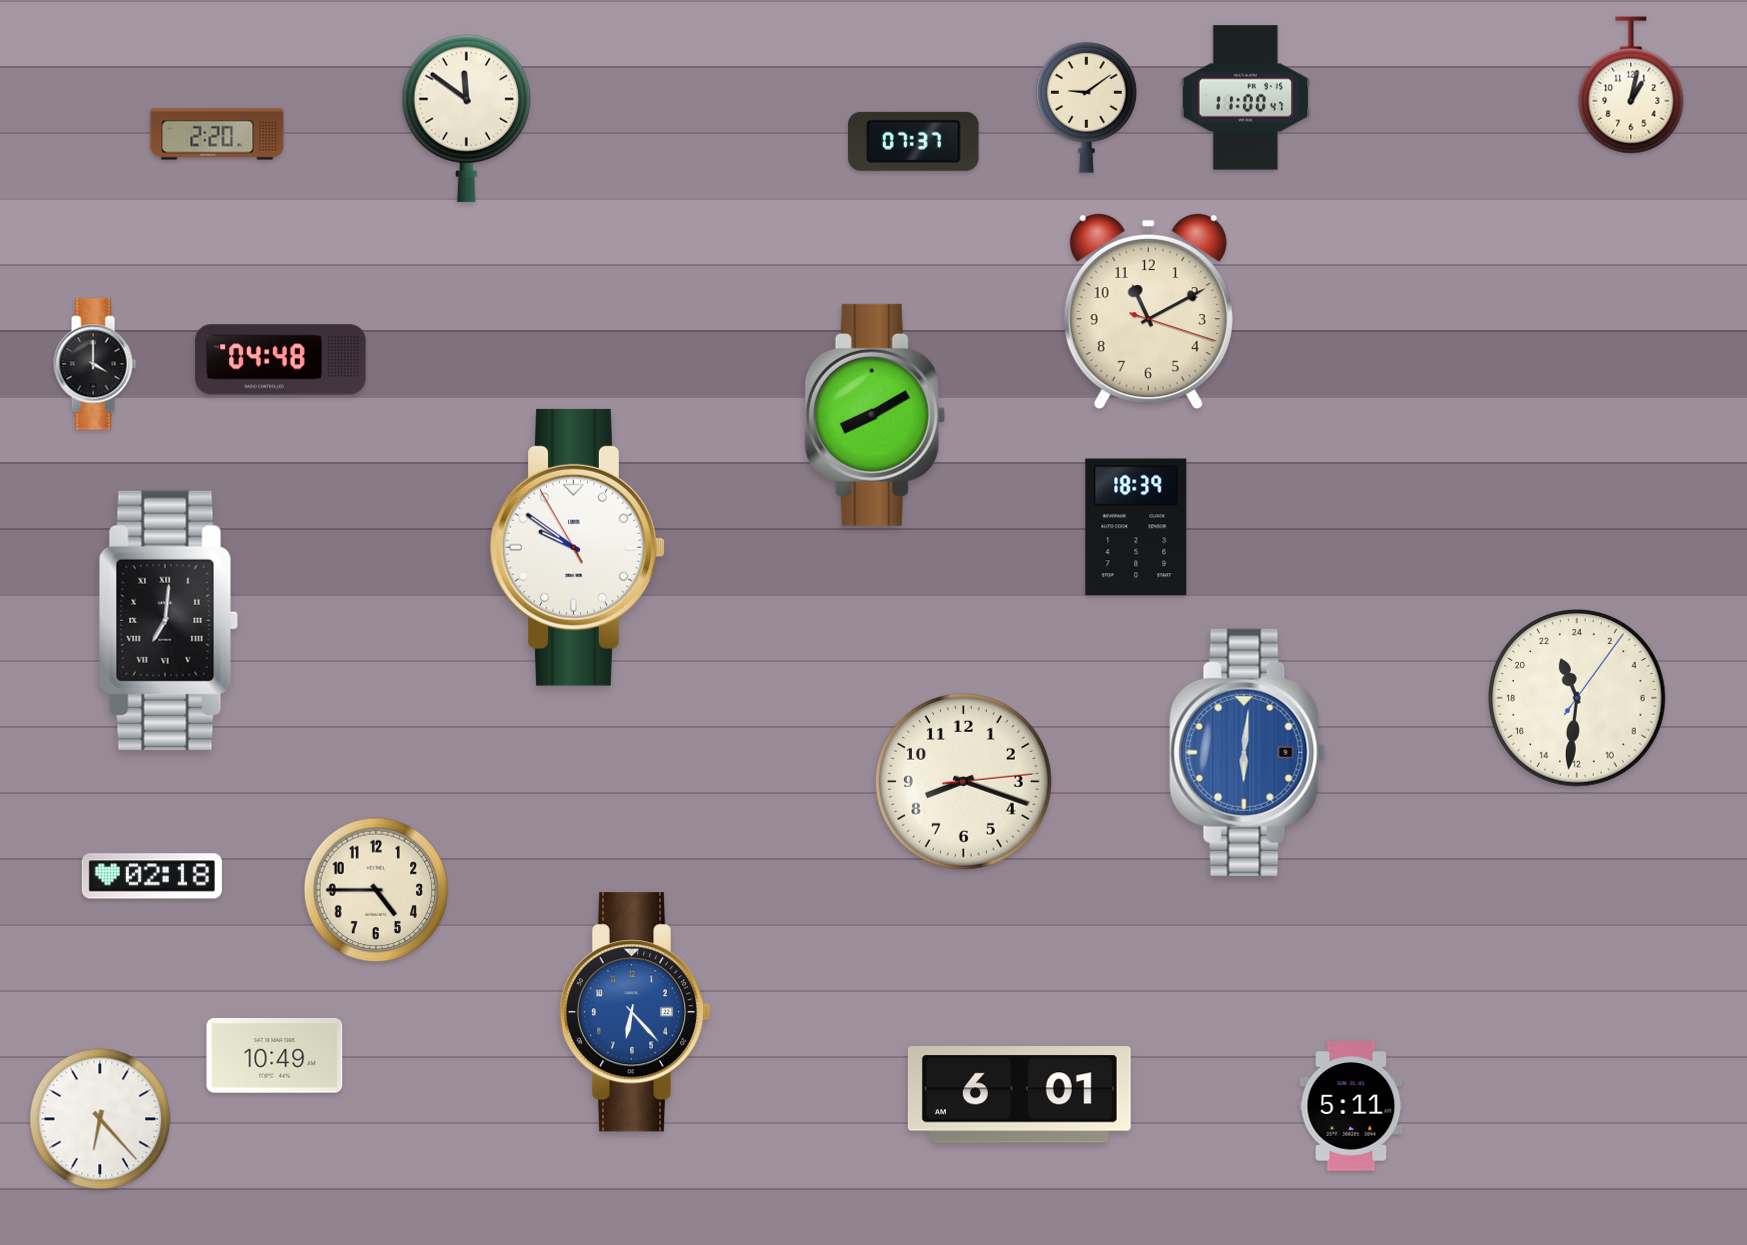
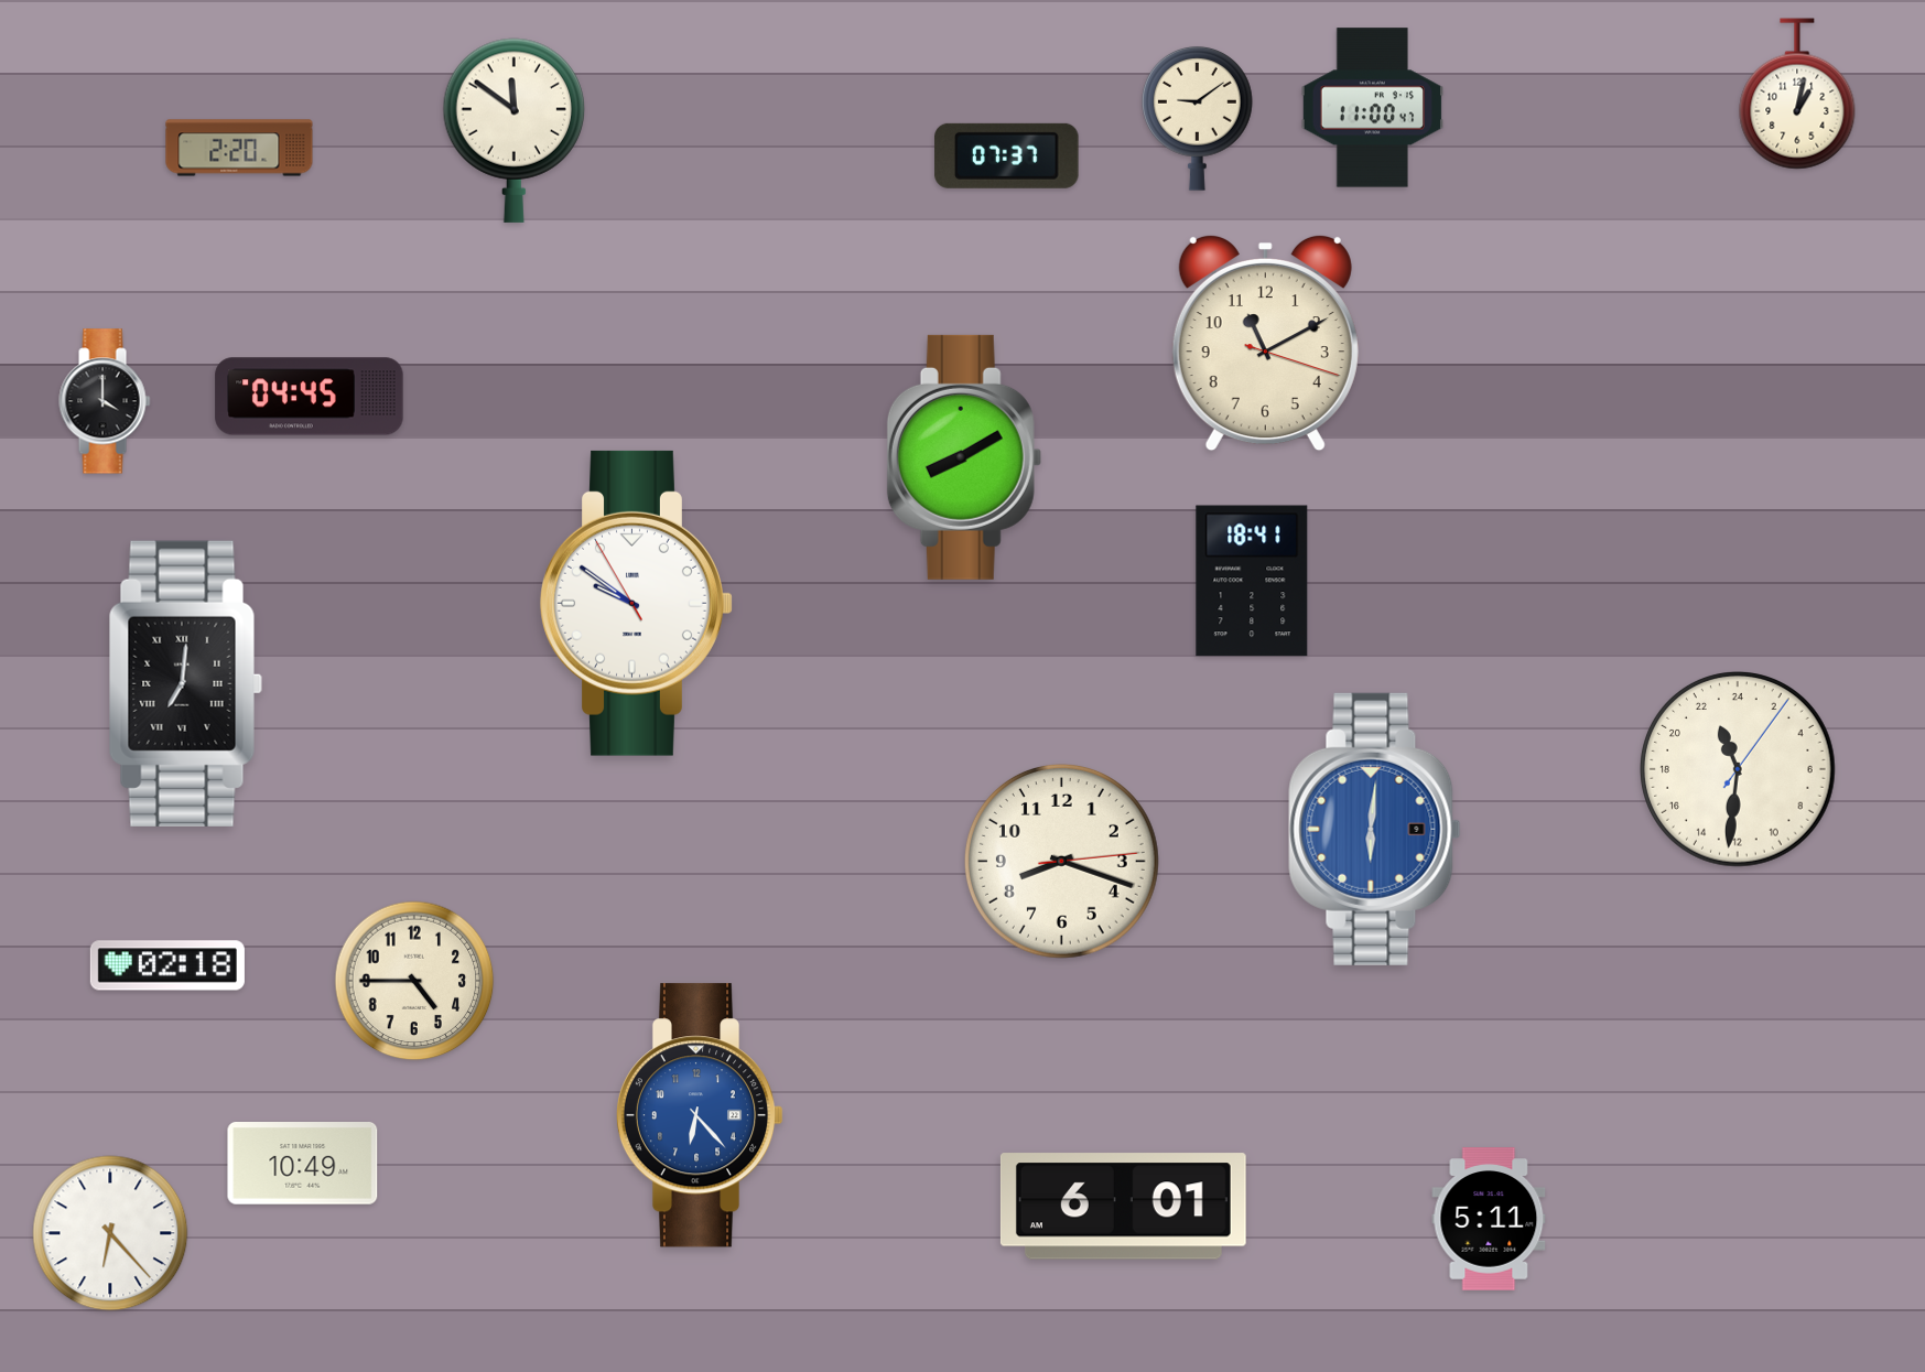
clock at (281, 360): 04:48 -> 04:45
clock at (1136, 527): 18:39 -> 18:41
